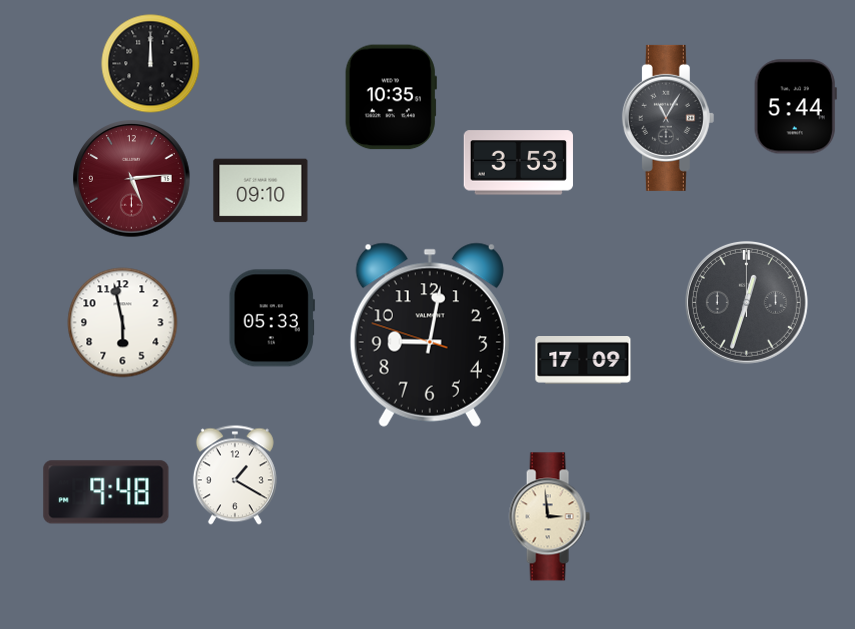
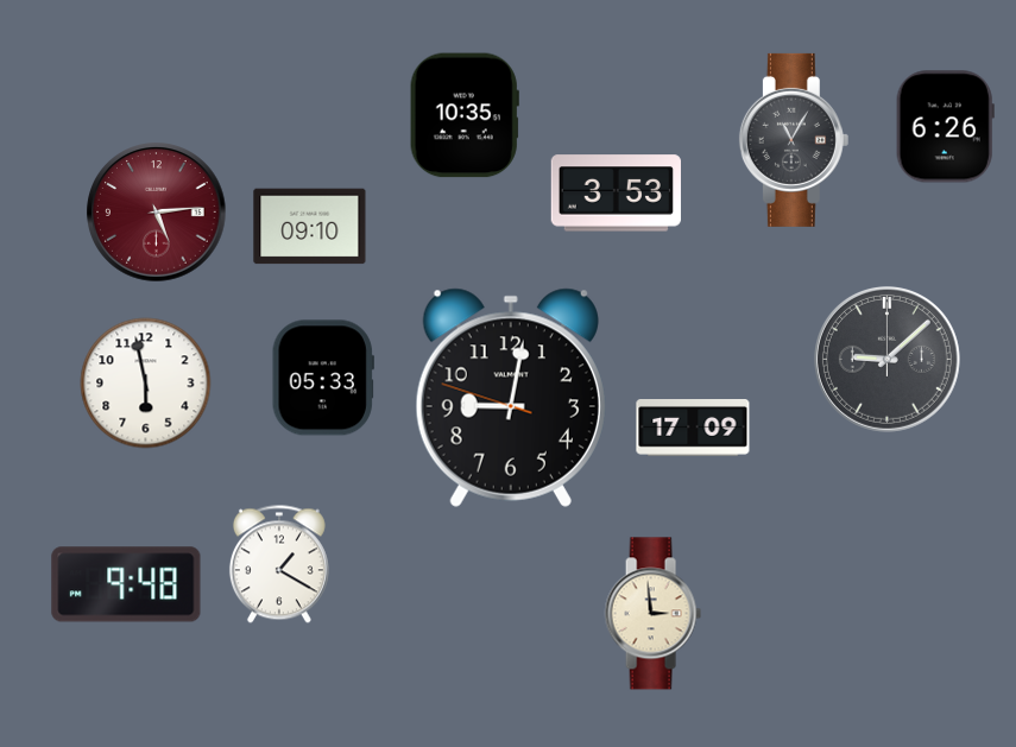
clock at (151, 64): 12:00 -> none
clock at (795, 107): 5:44 -> 6:26
clock at (746, 302): 12:33 -> 9:08
